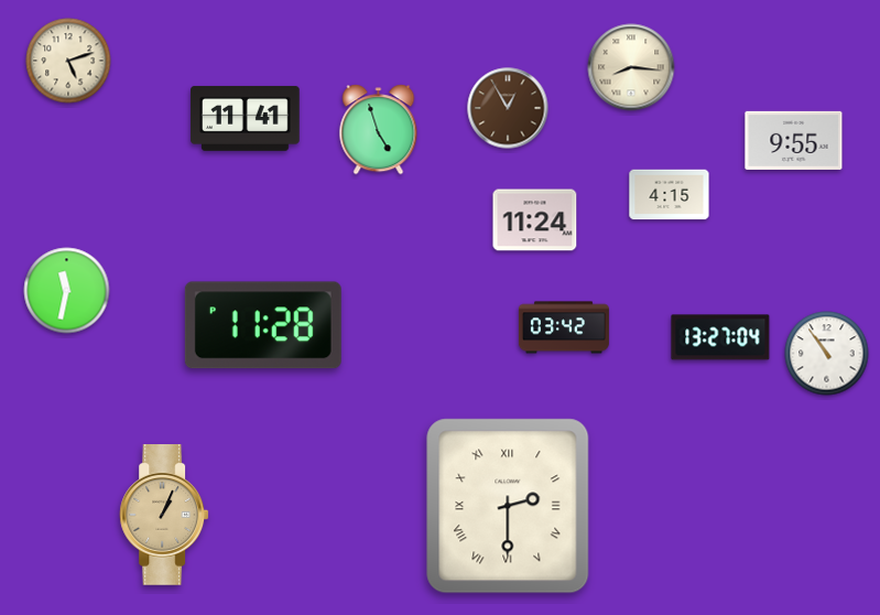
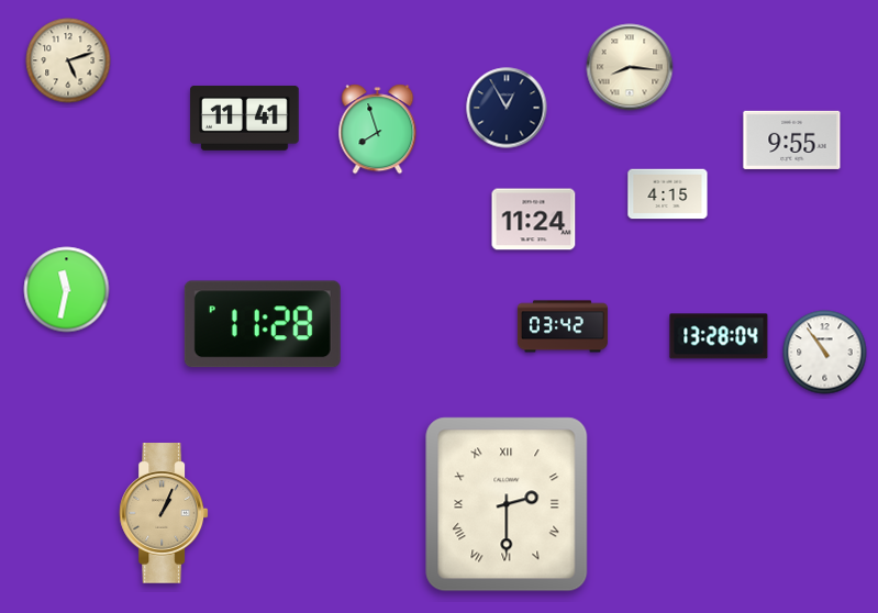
clock at (508, 108) dial: brown -> navy
clock at (379, 130): 4:57 -> 7:57
clock at (720, 337): 13:27 -> 13:28
